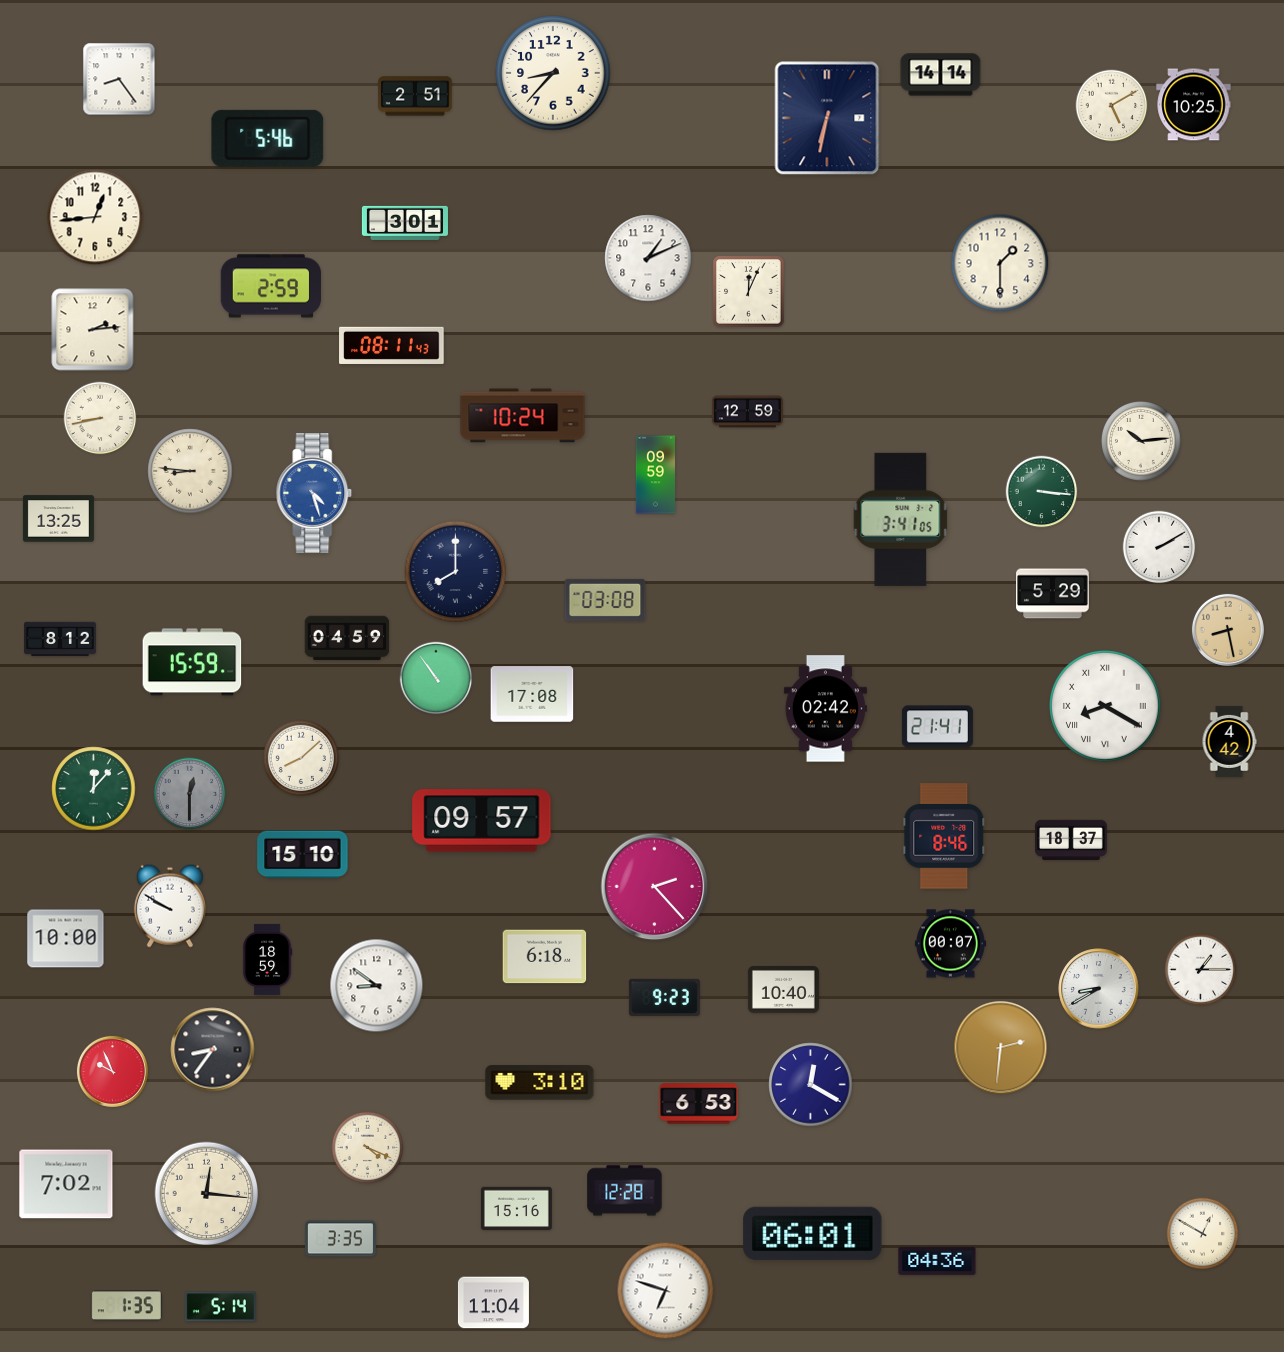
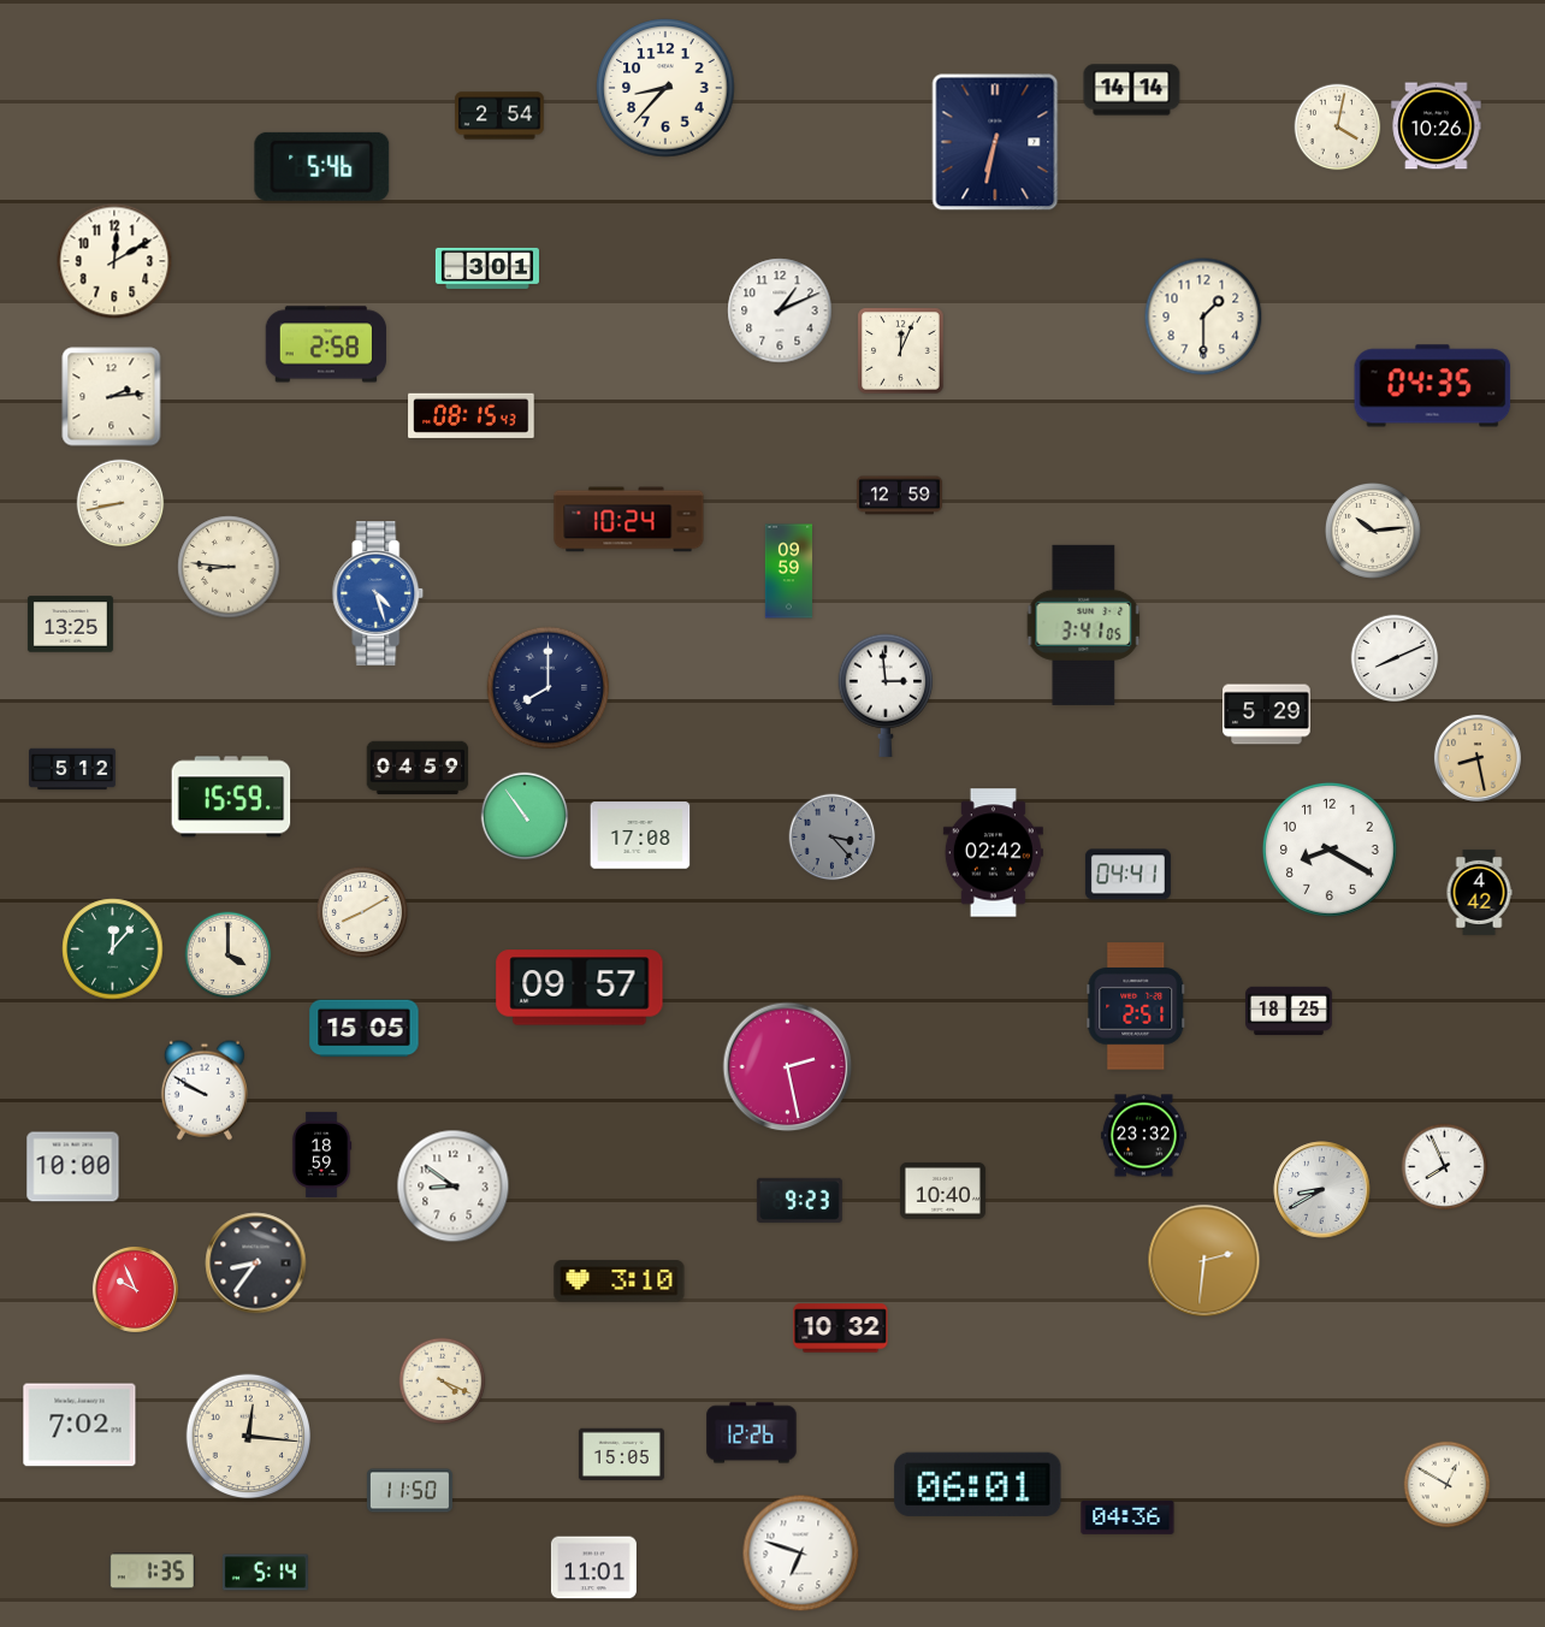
clock at (119, 79): 8:24 -> none
clock at (415, 96): 2:51 -> 2:54
clock at (1194, 105): 10:25 -> 10:26
clock at (1112, 106): 5:10 -> 4:02
clock at (95, 217): 12:44 -> 12:10
clock at (270, 286): 2:59 -> 2:58
clock at (1433, 386): none -> 04:35
clock at (392, 345): 08:11 -> 08:15
clock at (523, 416) position: (523, 416) -> (629, 520)
clock at (1042, 492): 3:16 -> none
clock at (1159, 547): 2:10 -> 8:11
clock at (886, 696): none -> 2:59
clock at (605, 600): 03:08 -> none
clock at (61, 639): 8:12 -> 5:12
clock at (833, 838): none -> 3:23
clock at (1105, 706) numerals: Roman -> Arabic
clock at (937, 727): 21:41 -> 04:41
clock at (301, 758): 8:08 -> 8:10
clock at (190, 794): 12:30 -> 4:00
clock at (190, 794) dial: grey -> cream
clock at (944, 836): 8:46 -> 2:51
clock at (1072, 839): 18:37 -> 18:25
clock at (303, 855): 15:10 -> 15:05
clock at (655, 887): 2:23 -> 2:28
clock at (66, 939) position: (66, 939) -> (73, 1167)
clock at (950, 944): 00:07 -> 23:32
clock at (545, 957): 6:18 -> none
clock at (1201, 970): 1:15 -> 7:56
clock at (540, 1083) position: (540, 1083) -> (620, 1282)
clock at (811, 1085): 12:20 -> none
clock at (699, 1104): 6:53 -> 10:32
clock at (625, 1191): 12:28 -> 12:26
clock at (516, 1209): 15:16 -> 15:05
clock at (340, 1239): 3:35 -> 11:50
clock at (493, 1303): 11:04 -> 11:01
